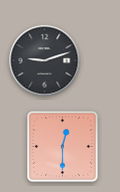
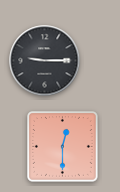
clock at (45, 61): 9:12 -> 9:15
